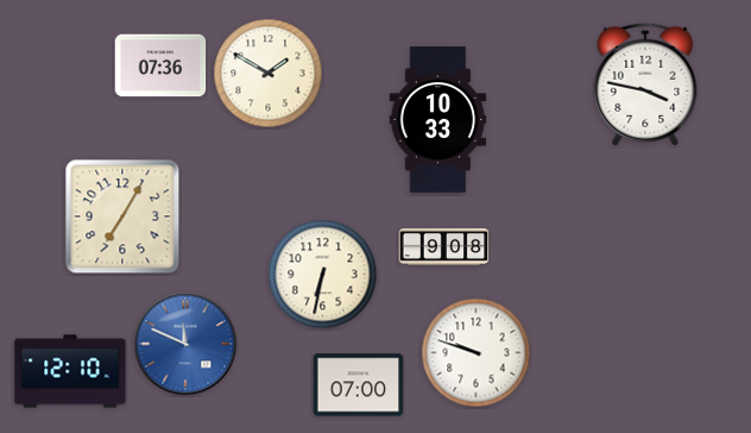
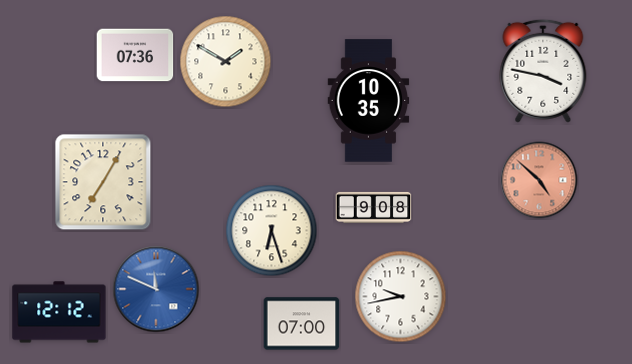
clock at (438, 120): 10:33 -> 10:35
clock at (539, 180): none -> 4:52
clock at (323, 275): 6:32 -> 6:27
clock at (477, 353): 9:48 -> 9:43
clock at (70, 371): 12:10 -> 12:12
